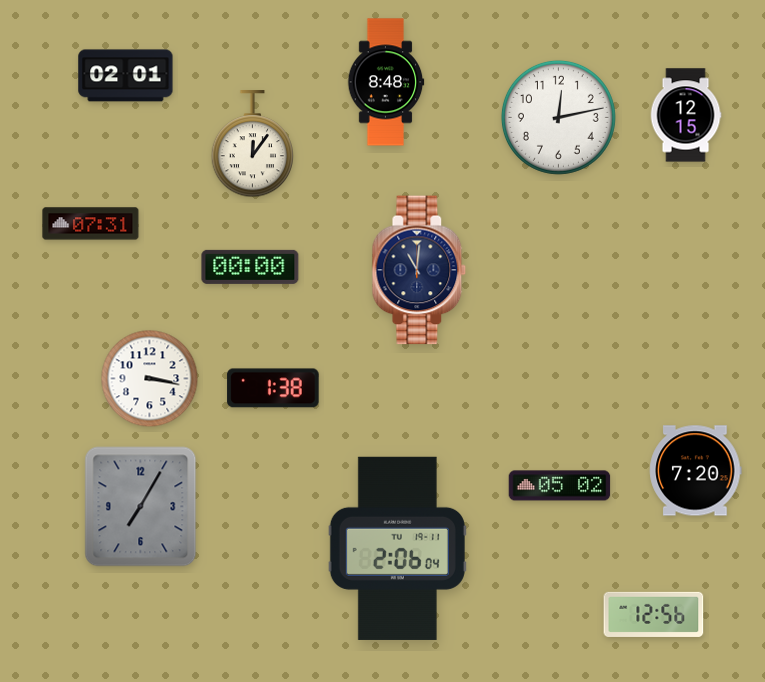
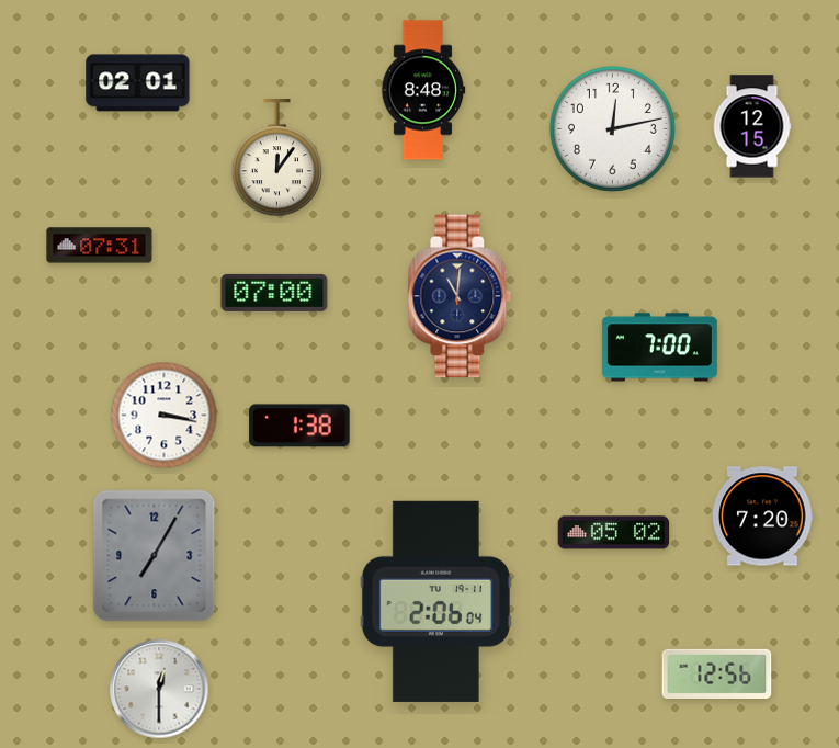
clock at (250, 267): 00:00 -> 07:00
clock at (659, 348): none -> 7:00
clock at (159, 689): none -> 12:30
